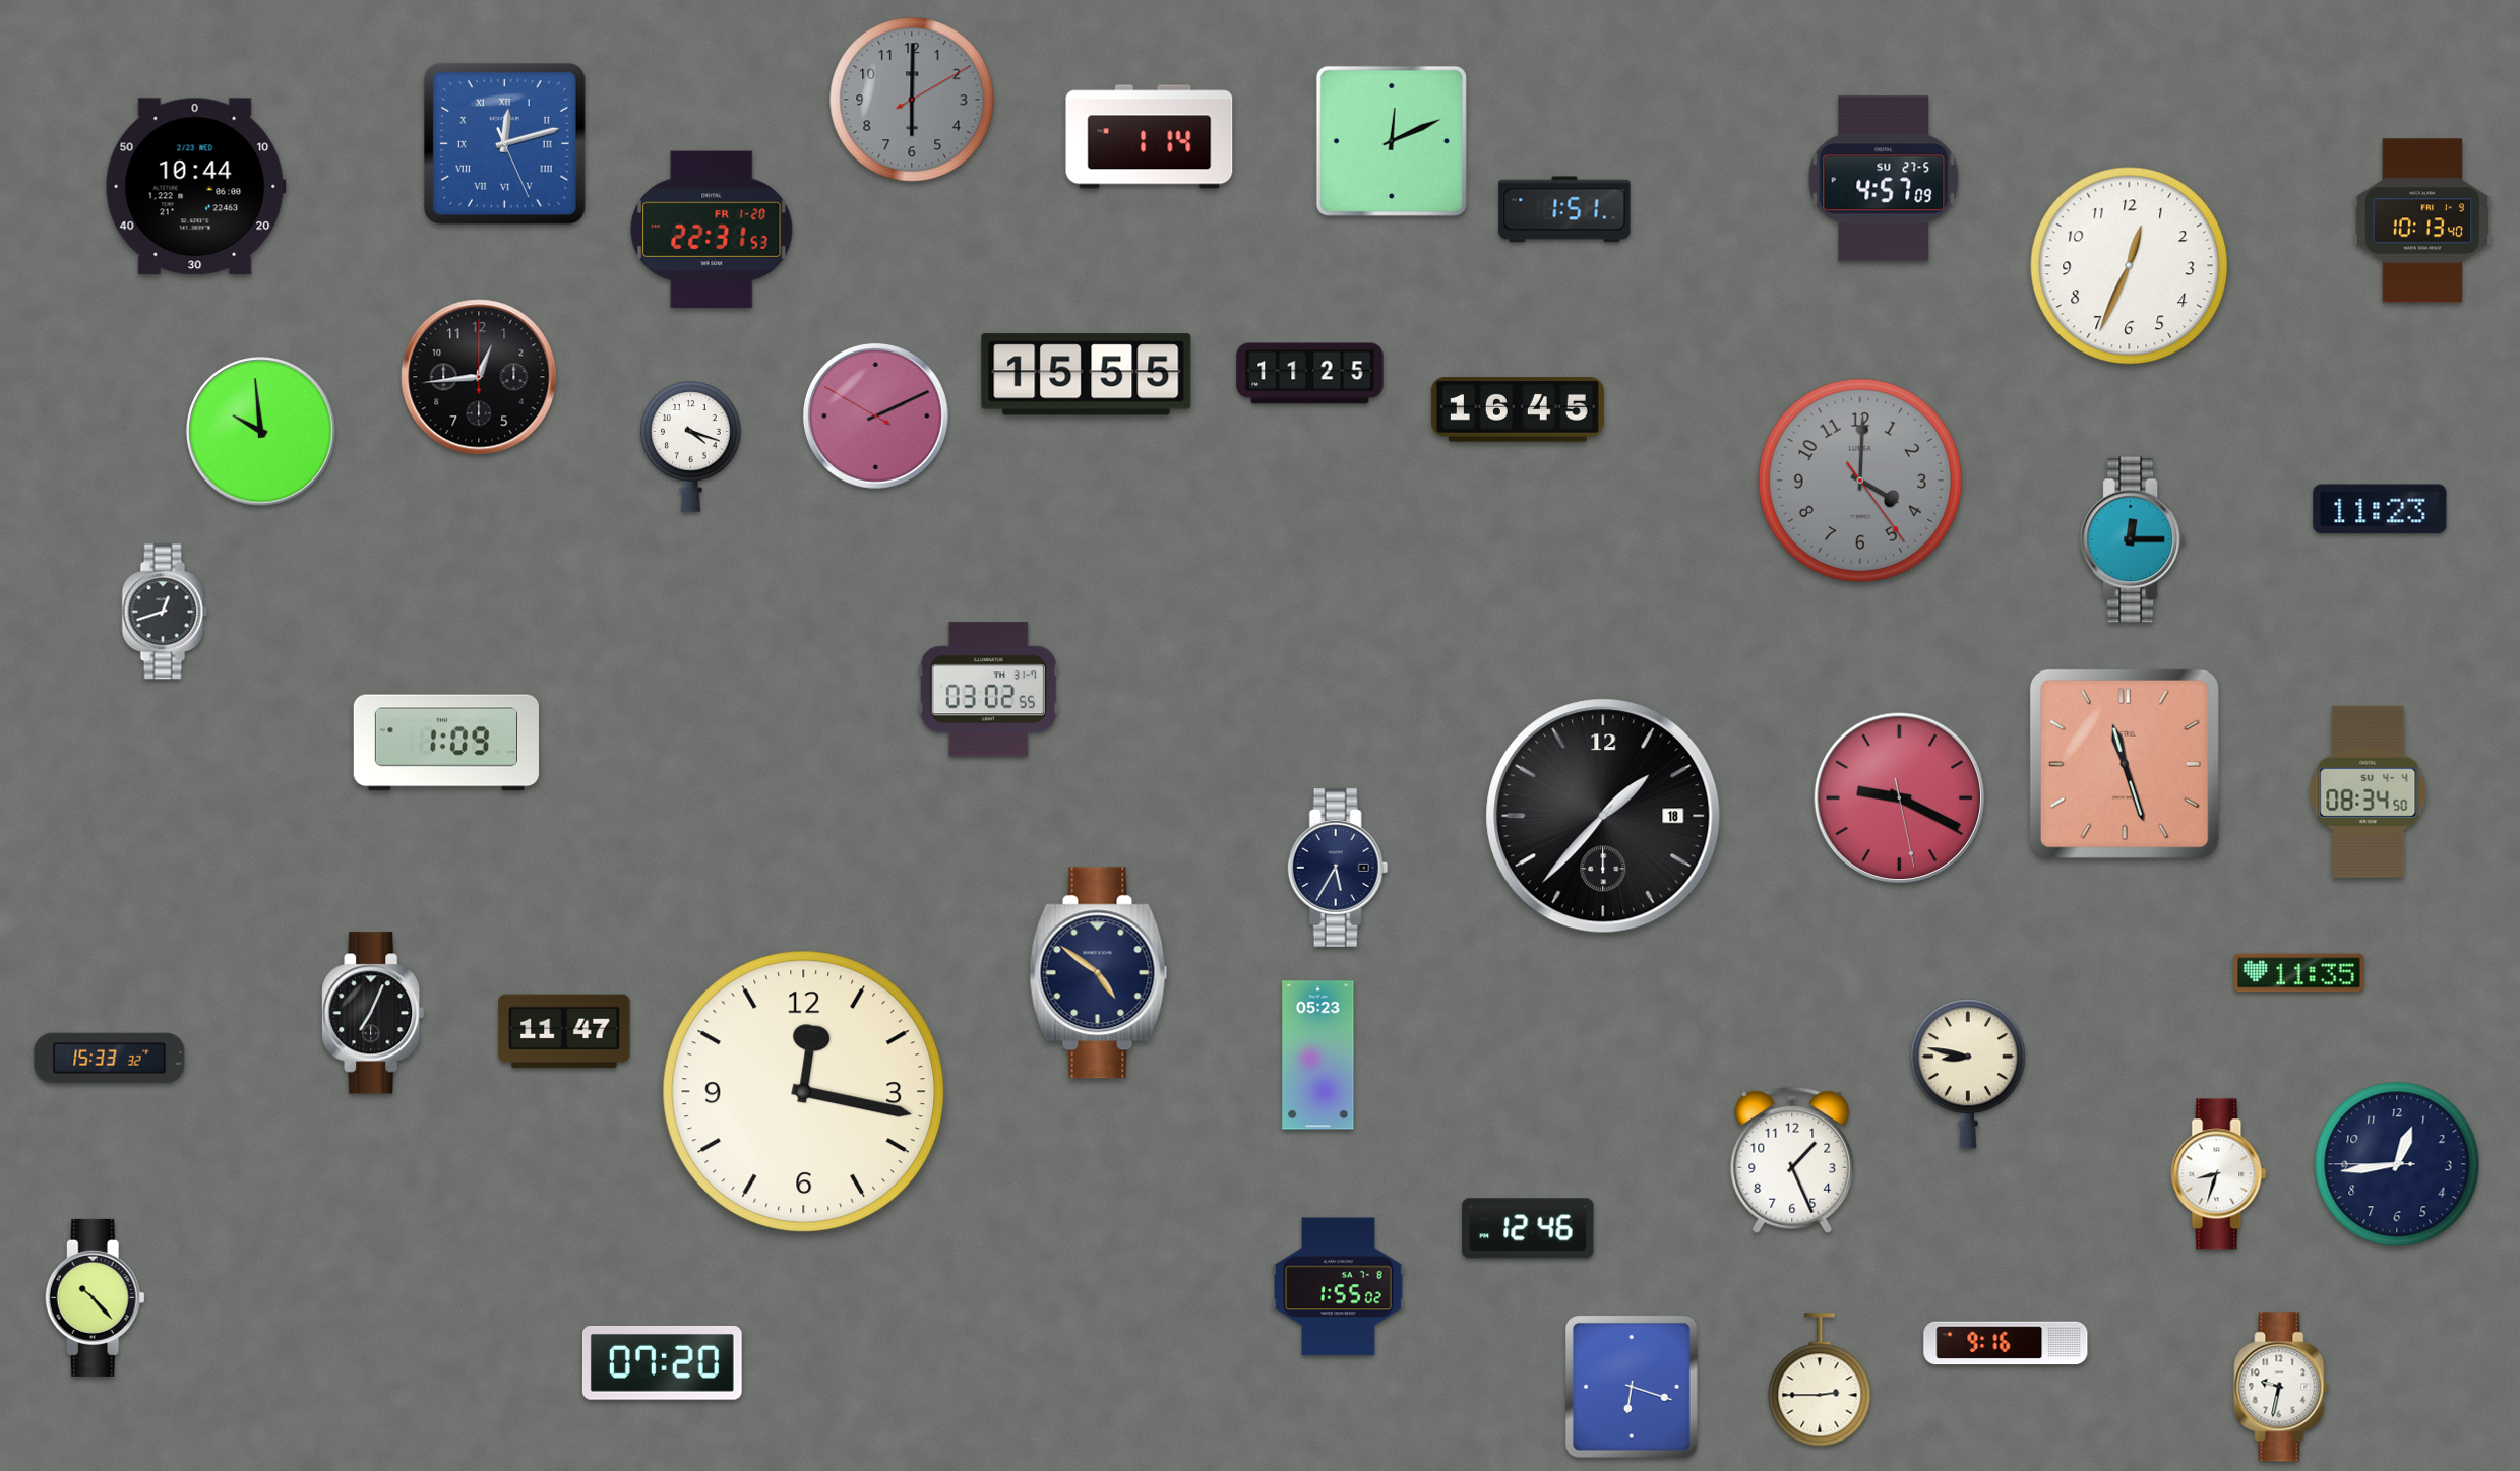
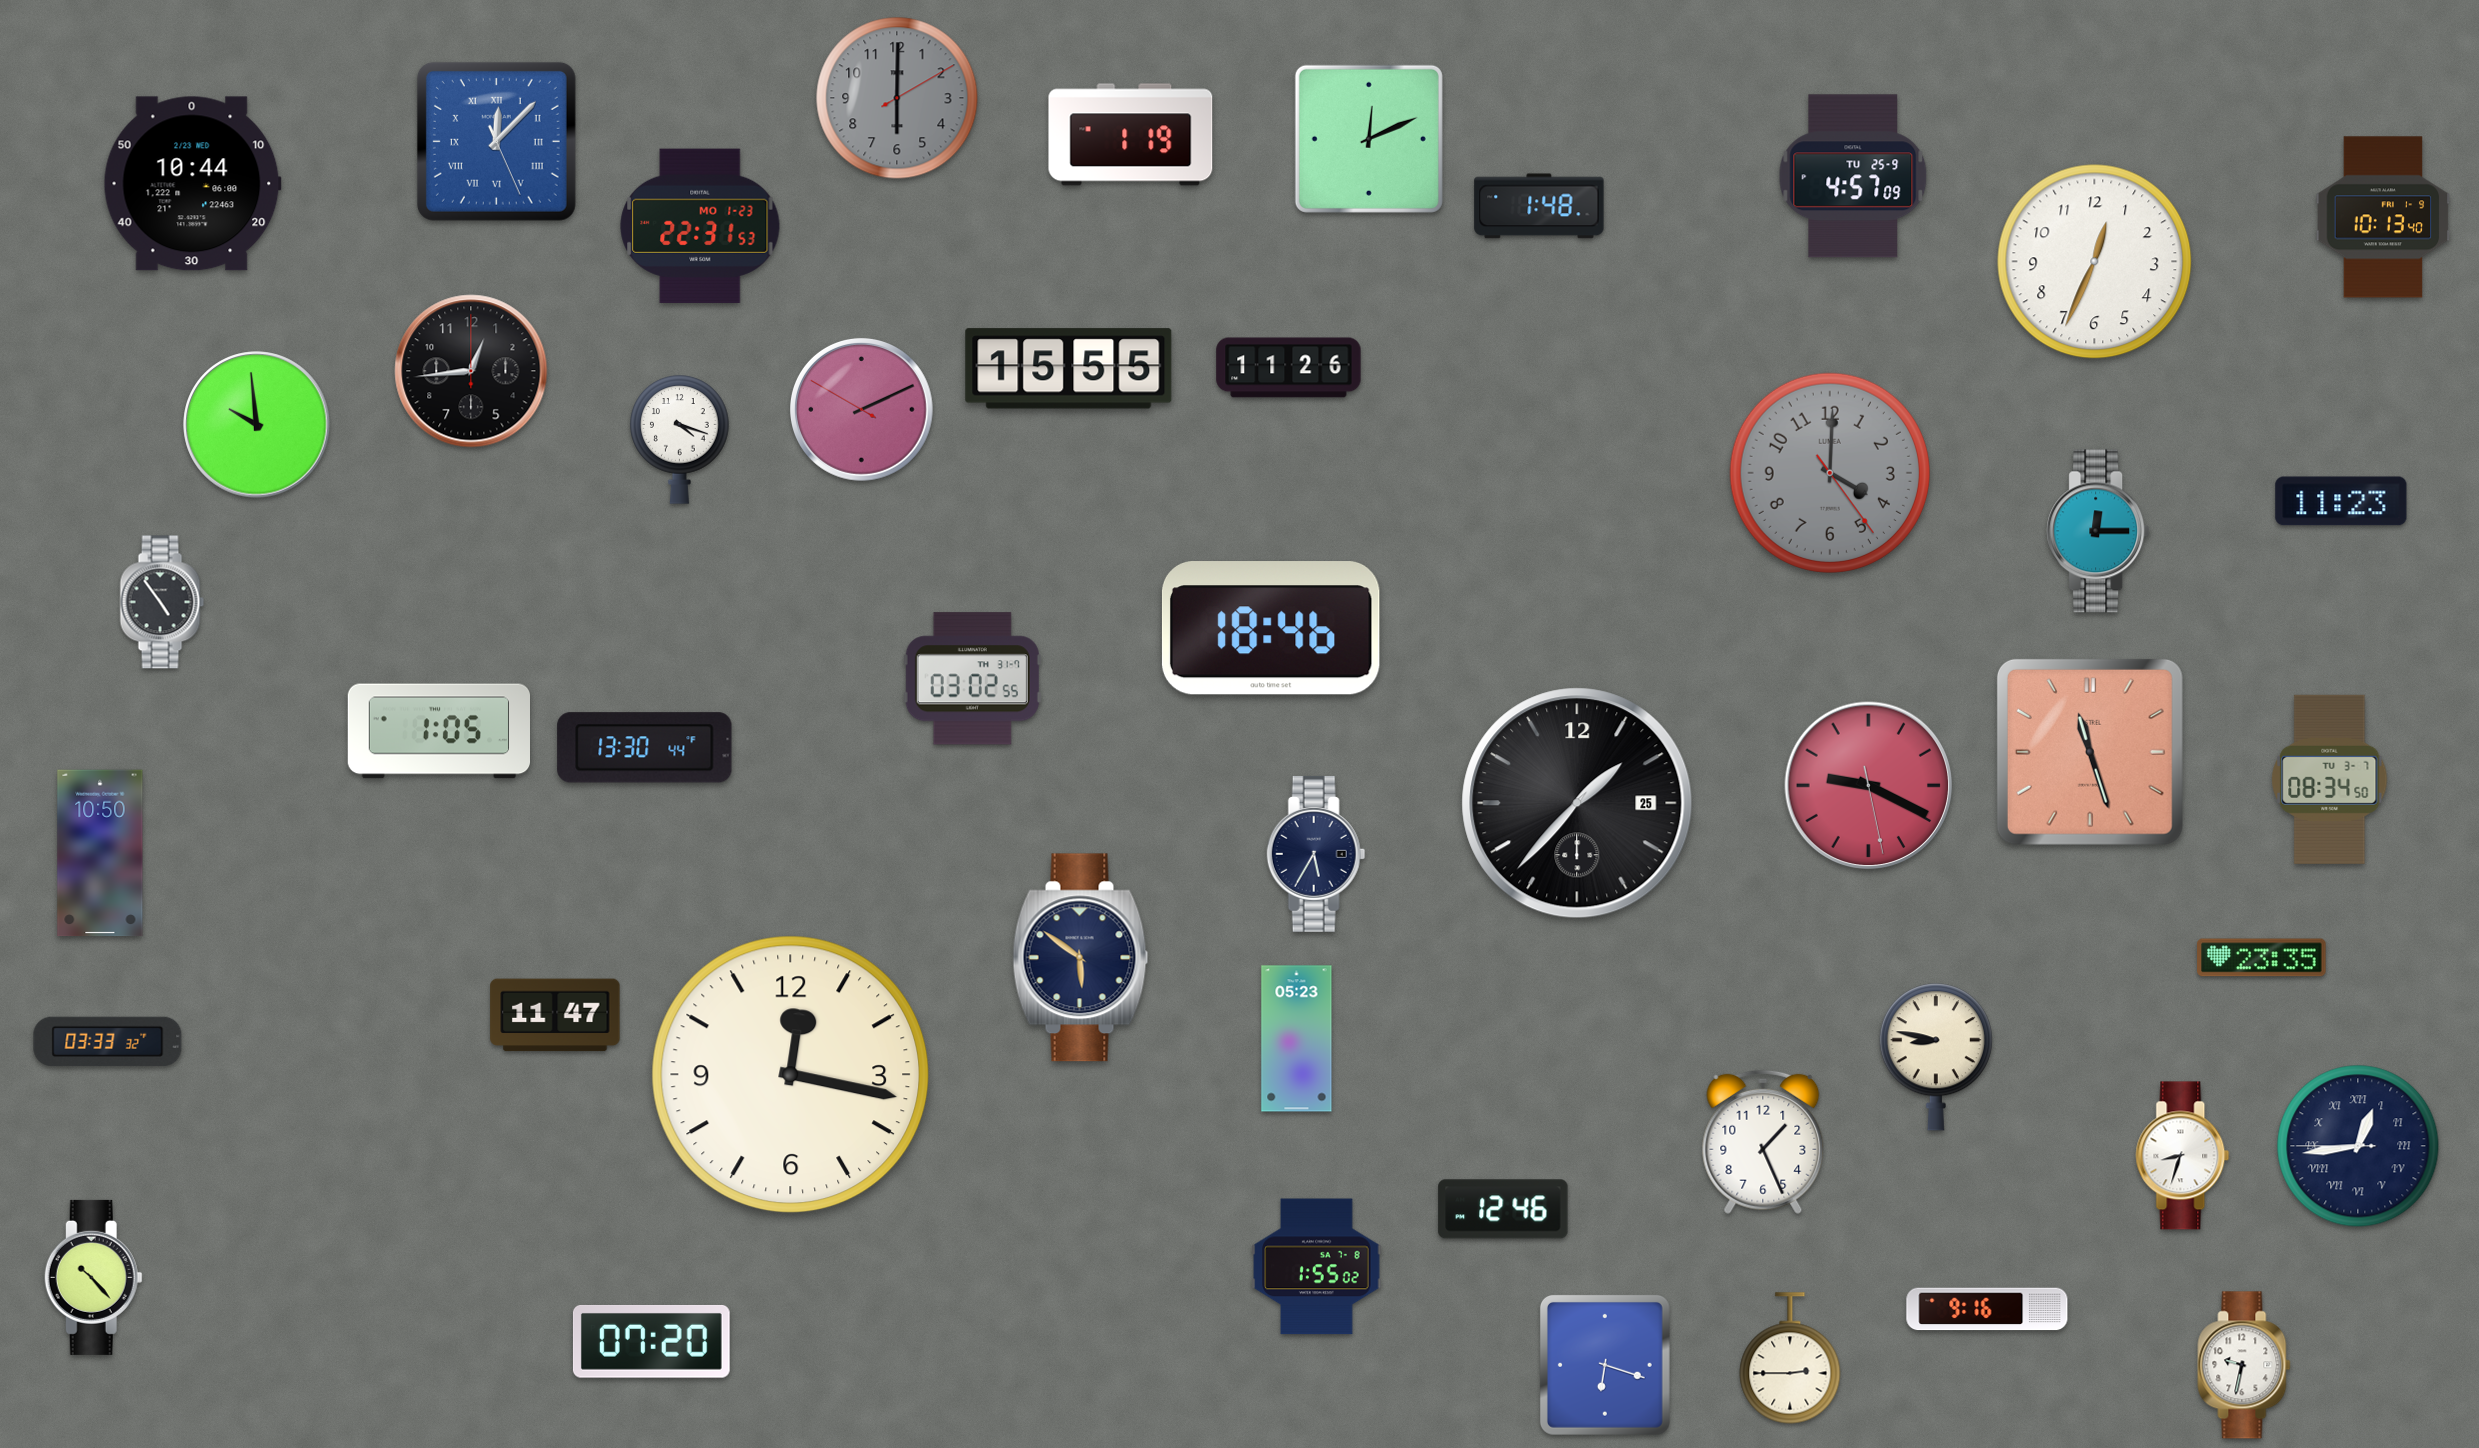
clock at (1150, 137): 1:14 -> 1:19
clock at (504, 143): 12:12 -> 12:07
clock at (1884, 179) date: SU 27-5 -> TU 25-9
clock at (1564, 209): 1:51 -> 1:48
clock at (712, 230) date: FR 1-20 -> MO 1-23
clock at (1310, 374): 11:25 -> 11:26
clock at (1518, 409): 16:45 -> none
clock at (165, 612): 12:42 -> 4:54
clock at (1271, 628): none -> 18:46
clock at (445, 743): 1:09 -> 1:05
clock at (645, 748): none -> 13:30
clock at (2369, 791) date: SU 4-4 -> TU 3-7
clock at (1603, 816) date: 18 -> 25
clock at (100, 853): none -> 10:50
clock at (1099, 973): 4:51 -> 5:51
clock at (2299, 973): 11:35 -> 23:35
clock at (373, 1013): 7:04 -> none
clock at (110, 1059): 15:33 -> 03:33
clock at (2397, 1164) numerals: Arabic -> Roman
clock at (2006, 1343) position: (2006, 1343) -> (1987, 1309)
